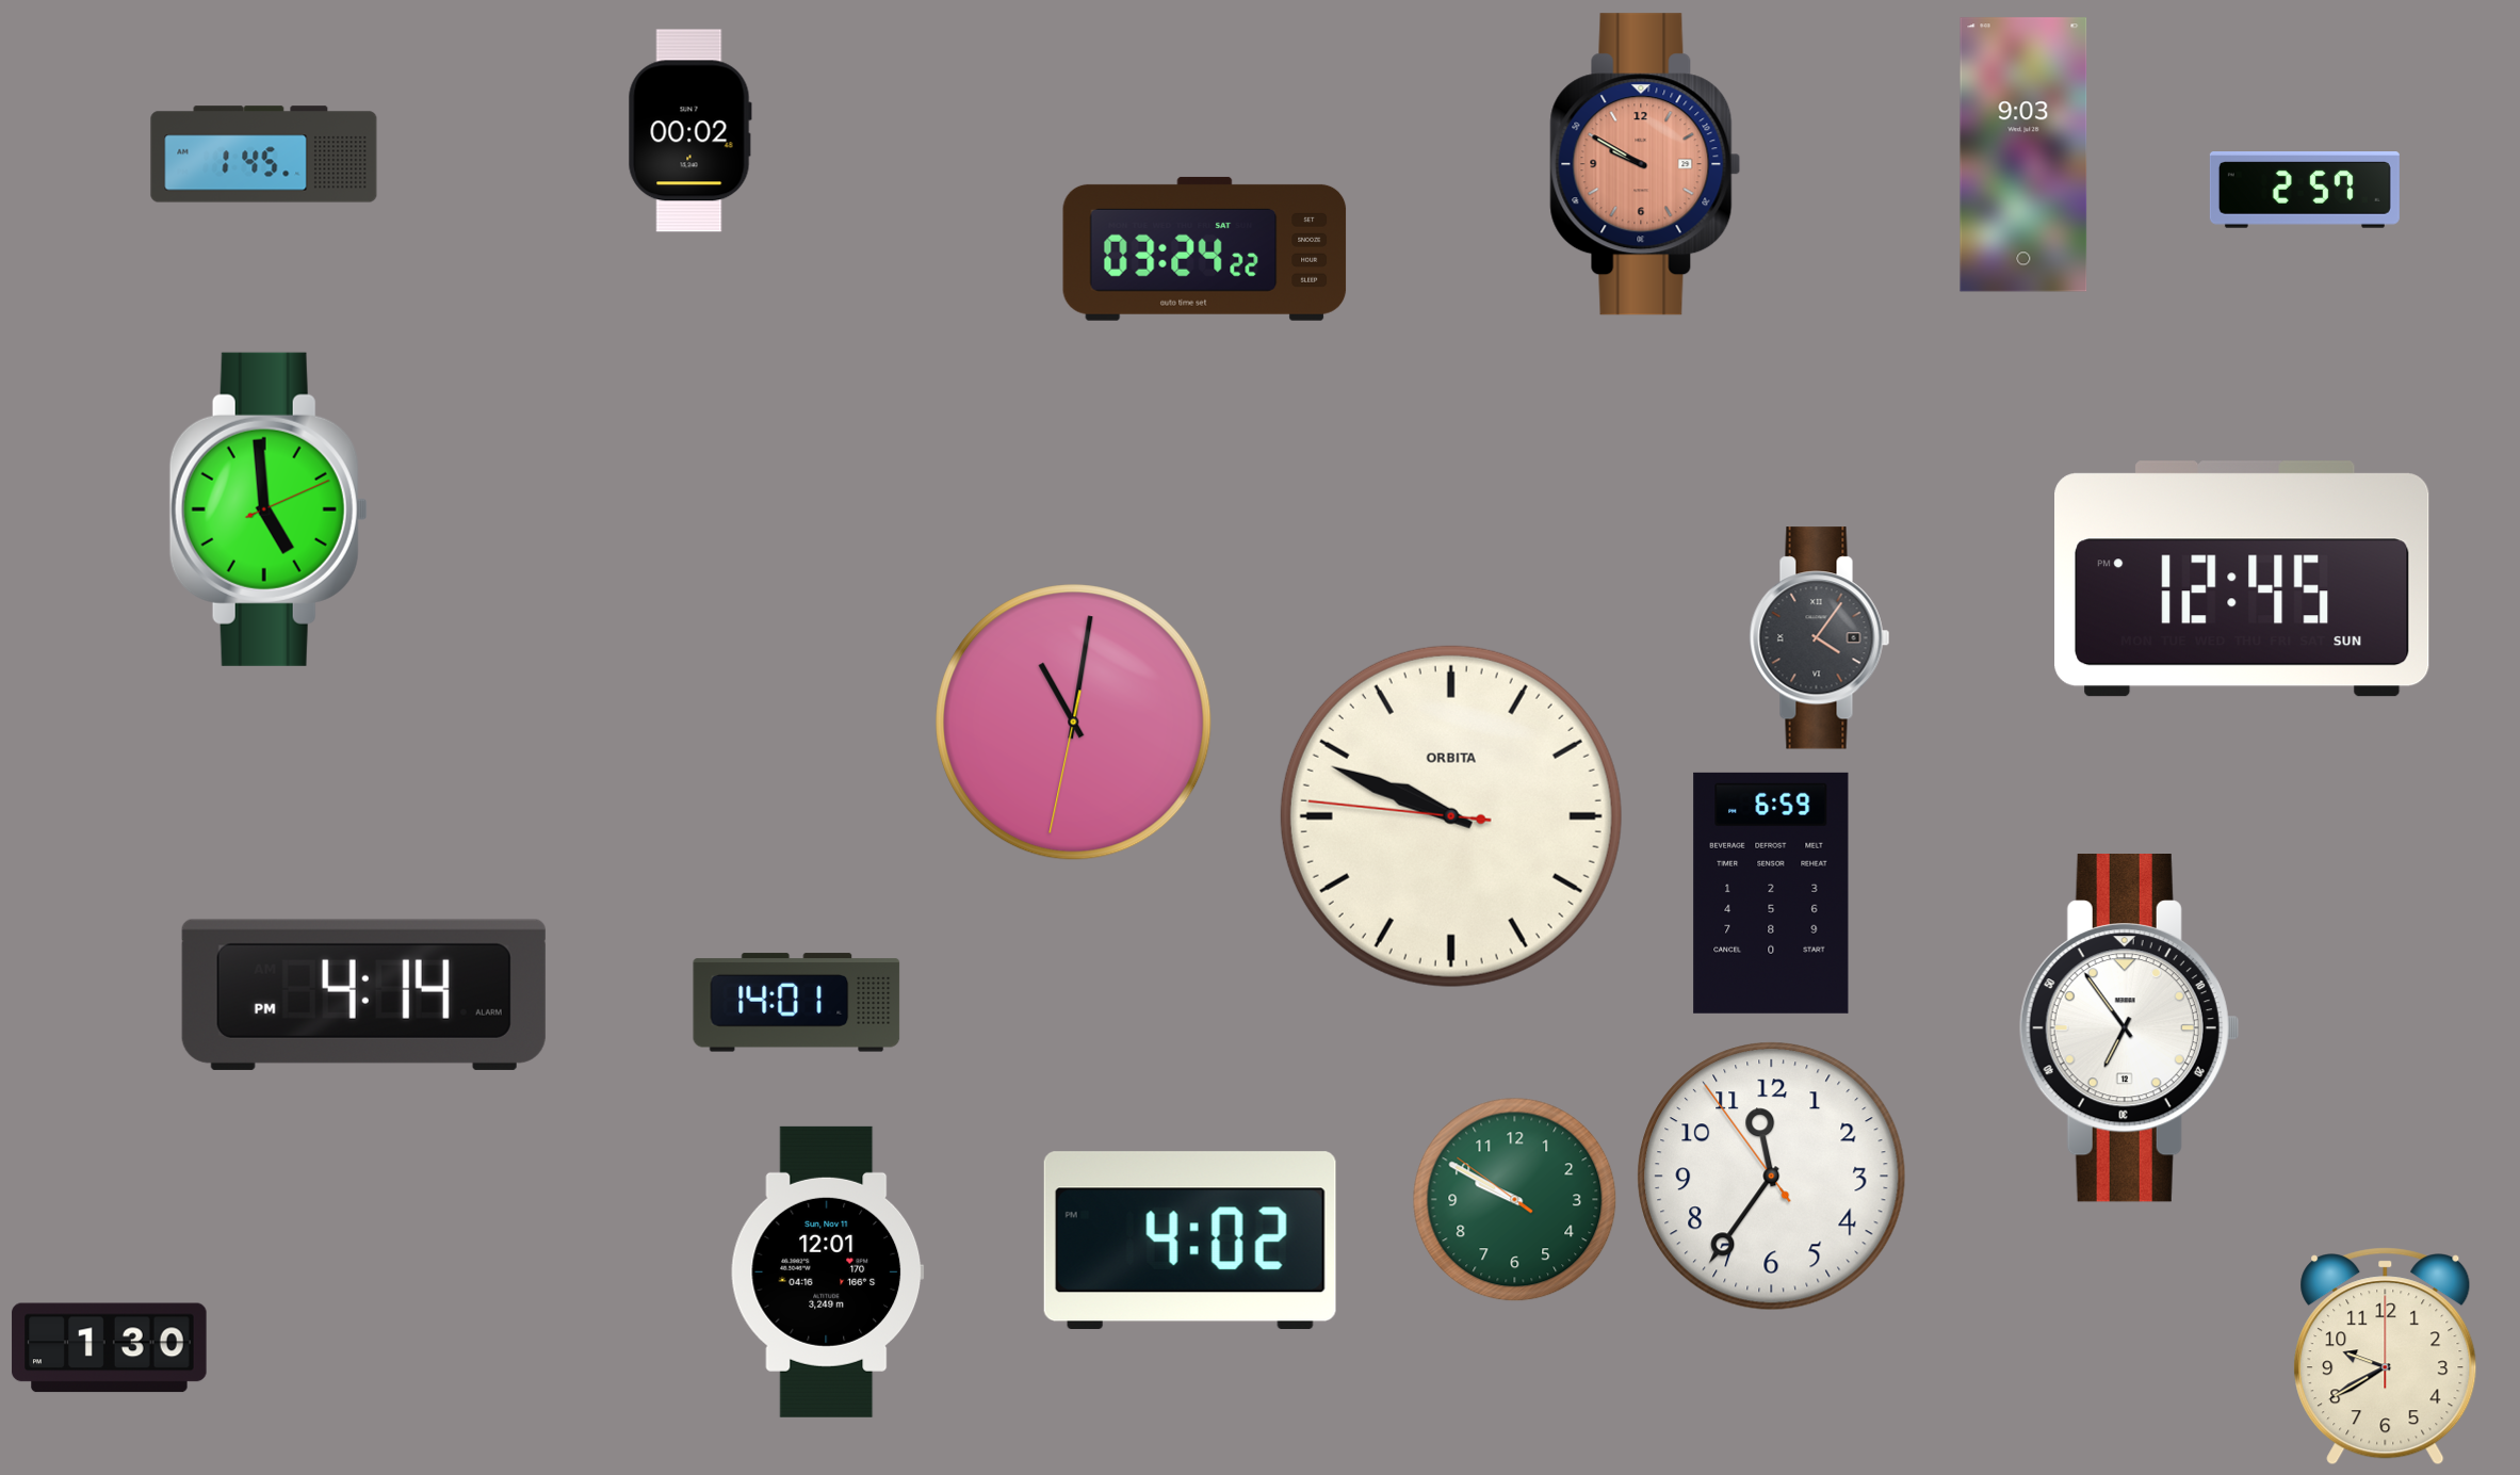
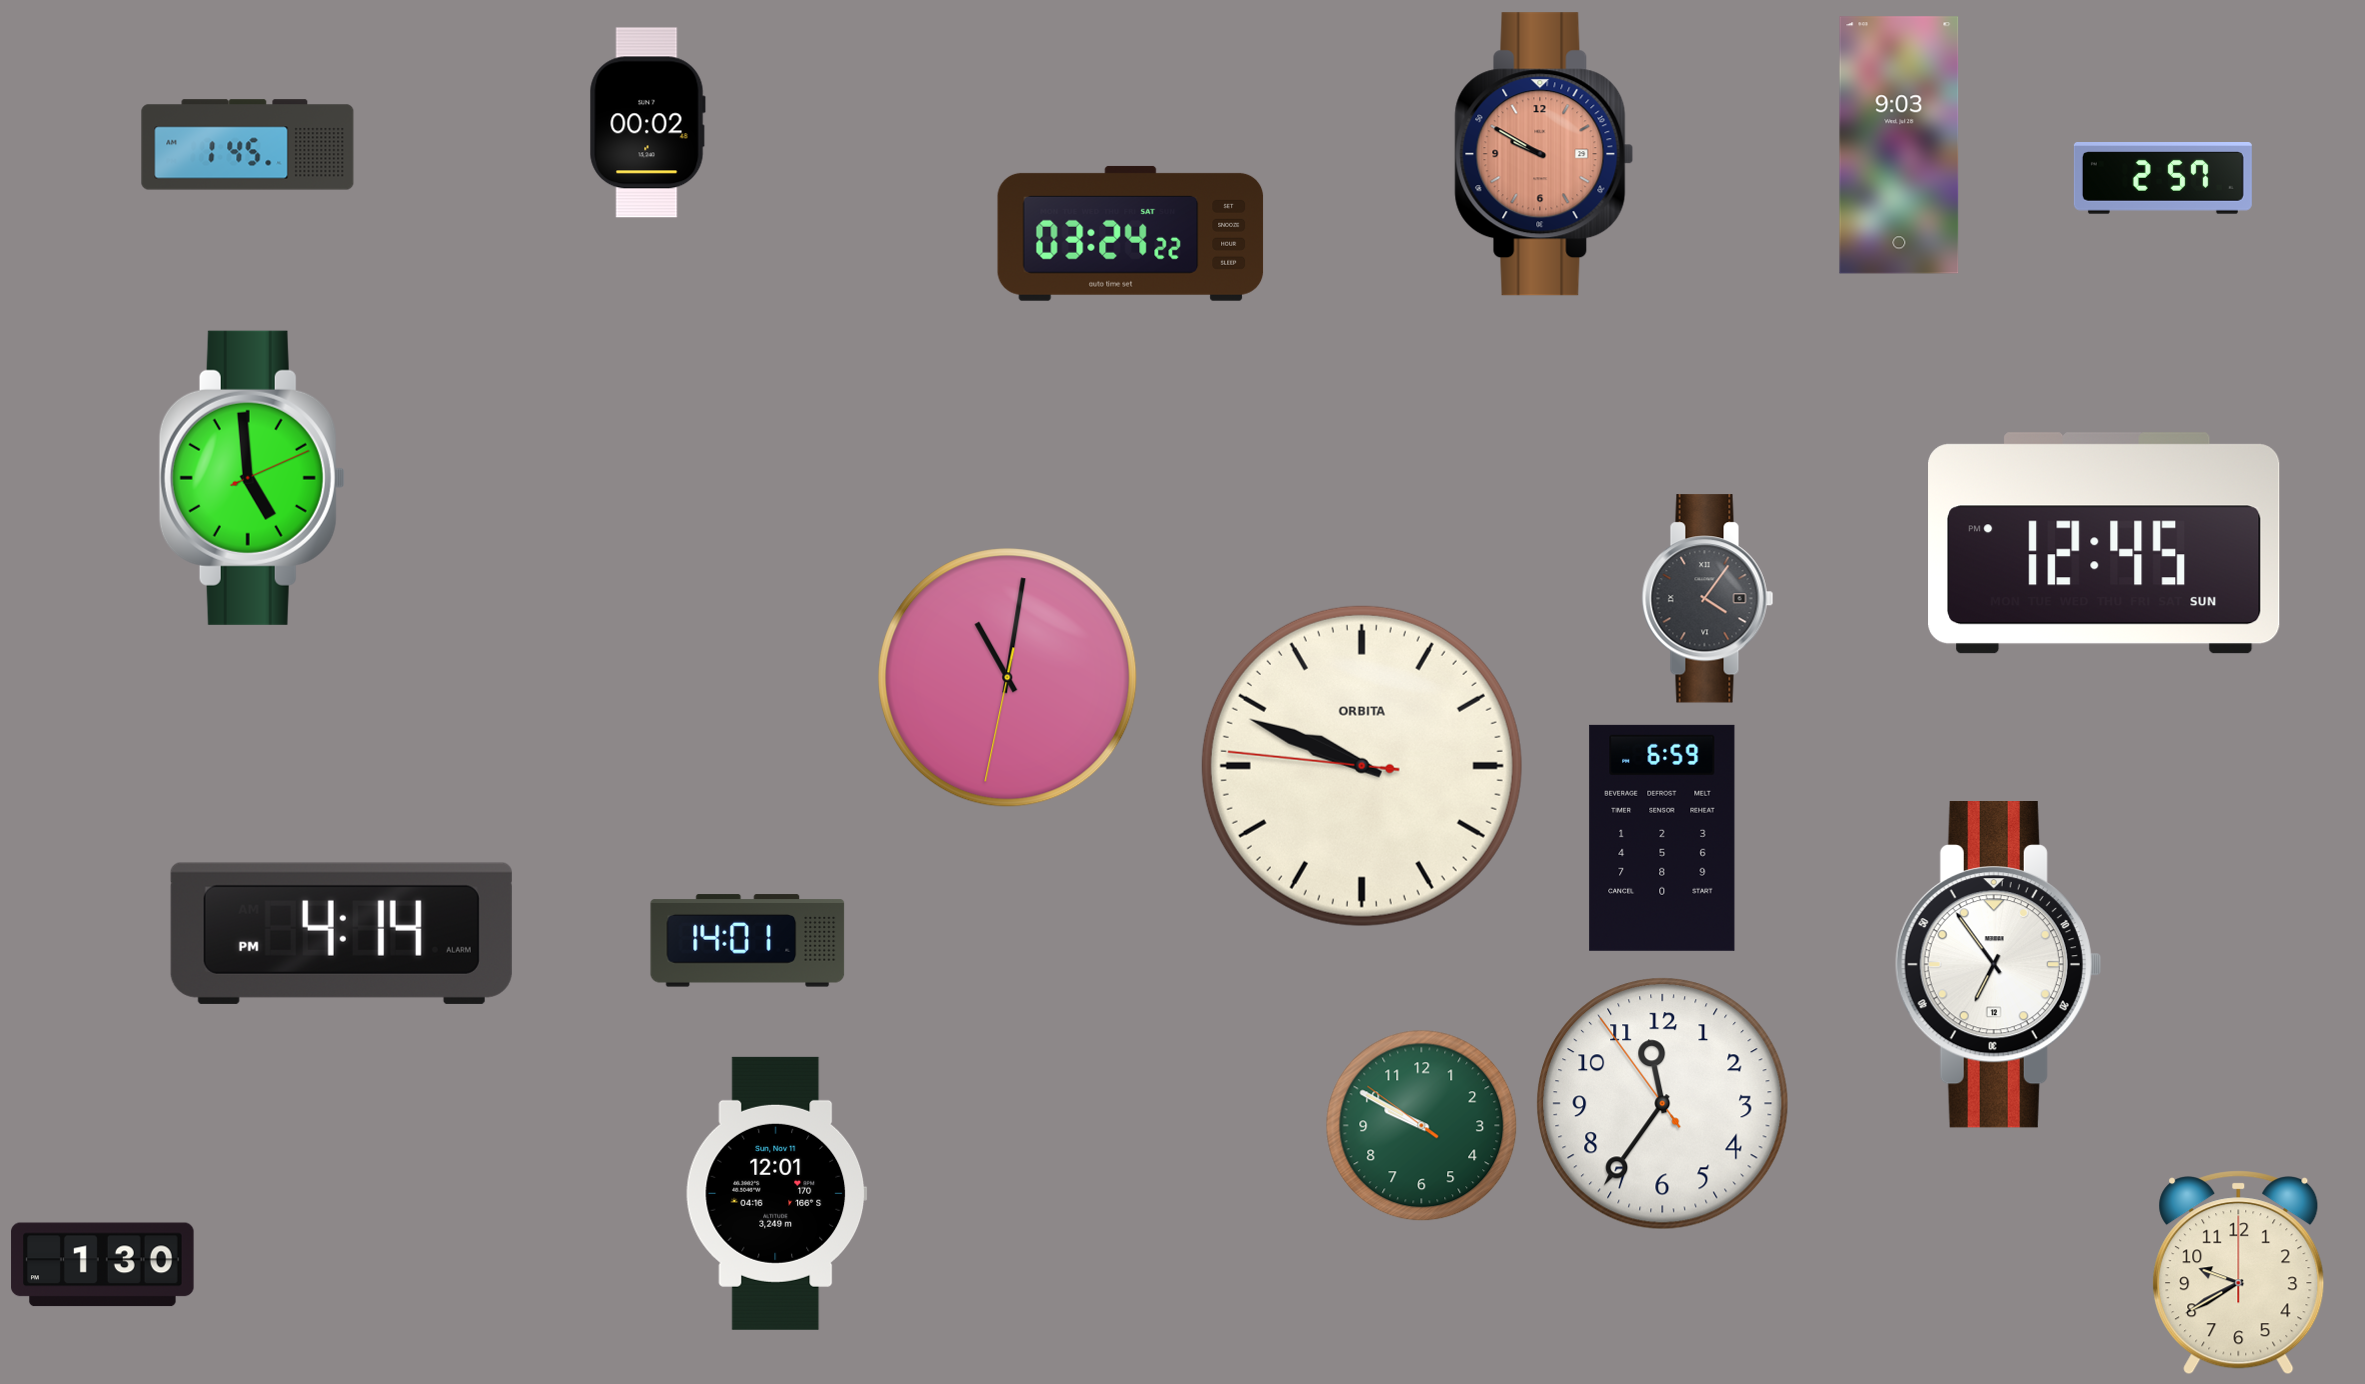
clock at (1190, 1241): 4:02 -> none
